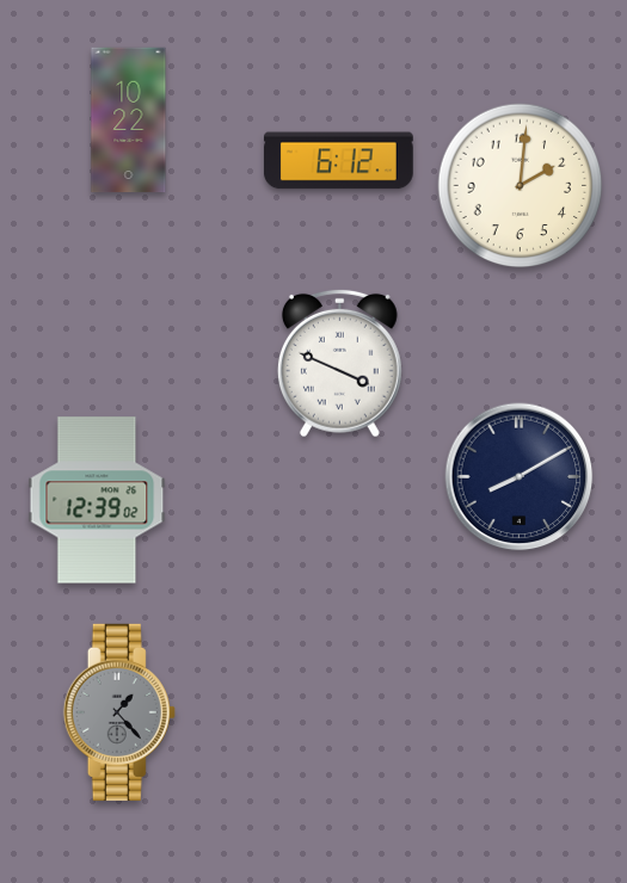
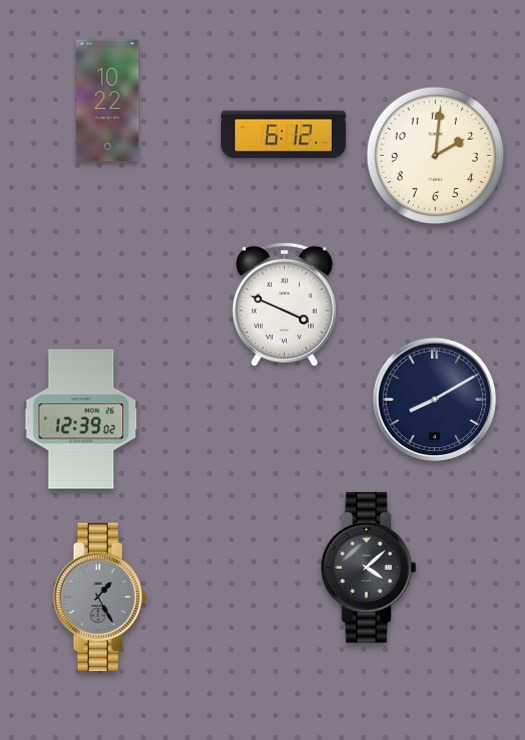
clock at (369, 567): none -> 4:08
clock at (119, 712): 1:23 -> 1:25
